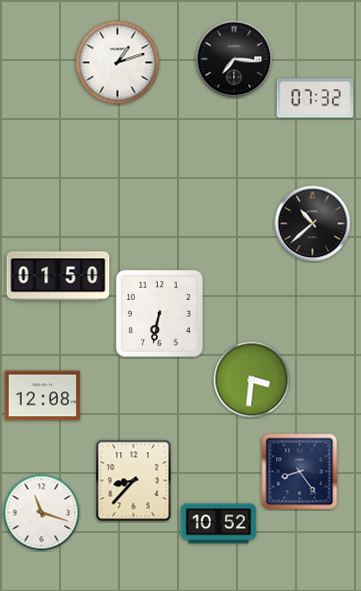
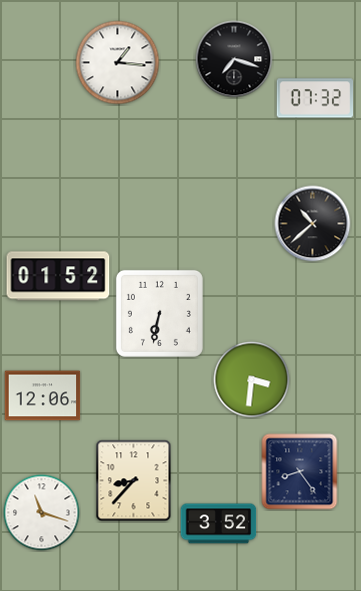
clock at (234, 59): 7:16 -> 7:18
clock at (118, 63): 1:12 -> 1:16
clock at (58, 276): 01:50 -> 01:52
clock at (43, 396): 12:08 -> 12:06
clock at (219, 524): 10:52 -> 3:52
